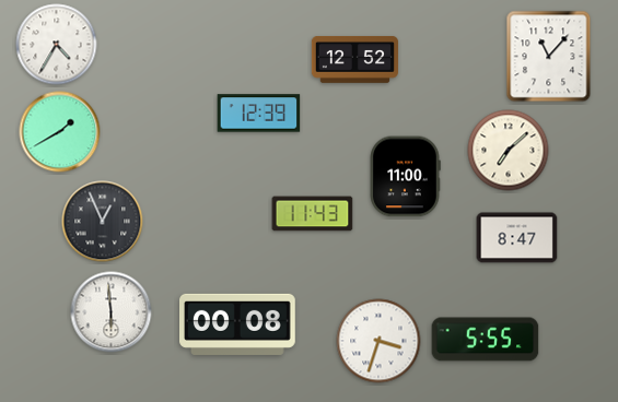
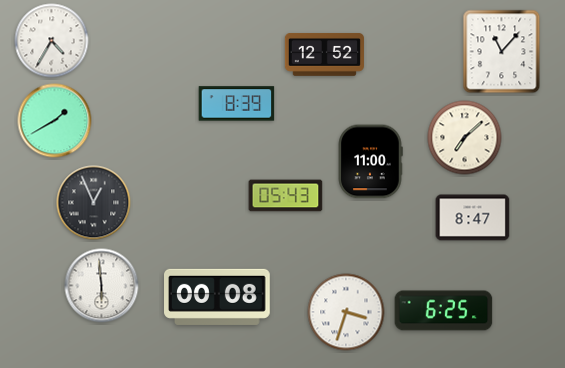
clock at (259, 114): 12:39 -> 8:39
clock at (313, 214): 11:43 -> 05:43
clock at (486, 340): 5:55 -> 6:25
